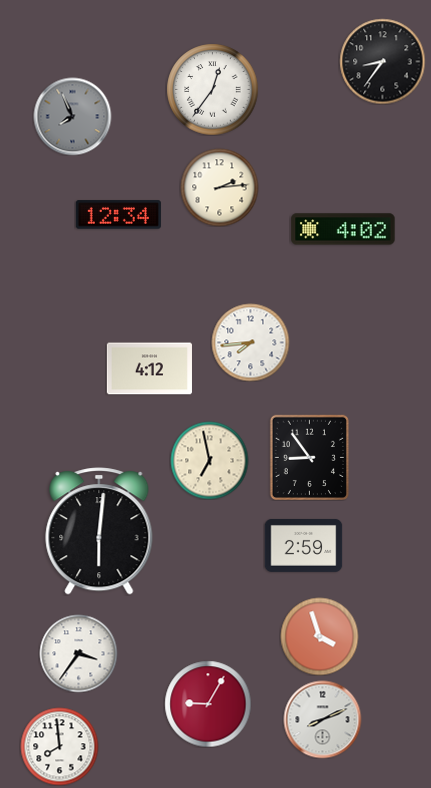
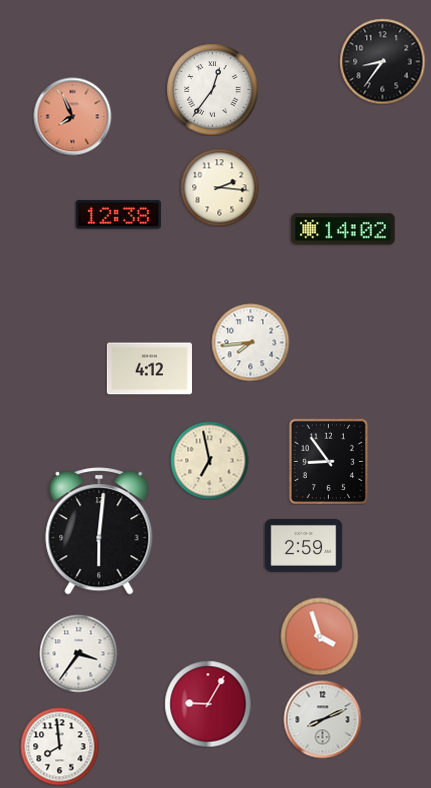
clock at (72, 116) dial: grey -> salmon
clock at (219, 187): 2:14 -> 2:16
clock at (118, 215): 12:34 -> 12:38
clock at (343, 229): 4:02 -> 14:02
clock at (309, 457) position: (309, 457) -> (328, 461)
